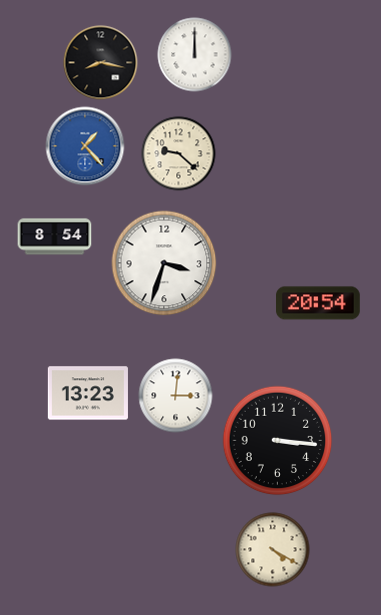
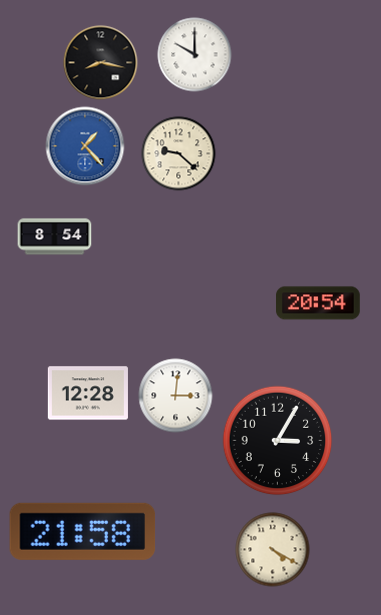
clock at (195, 55): 12:00 -> 10:00
clock at (164, 263): 3:33 -> none
clock at (88, 393): 13:23 -> 12:28
clock at (278, 441): 3:16 -> 3:05
clock at (83, 531): none -> 21:58
